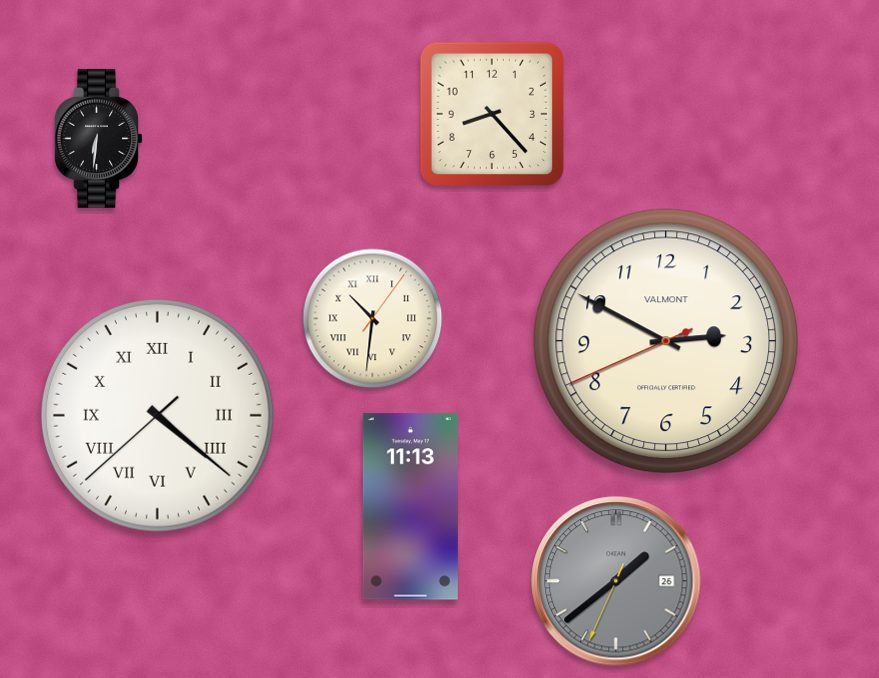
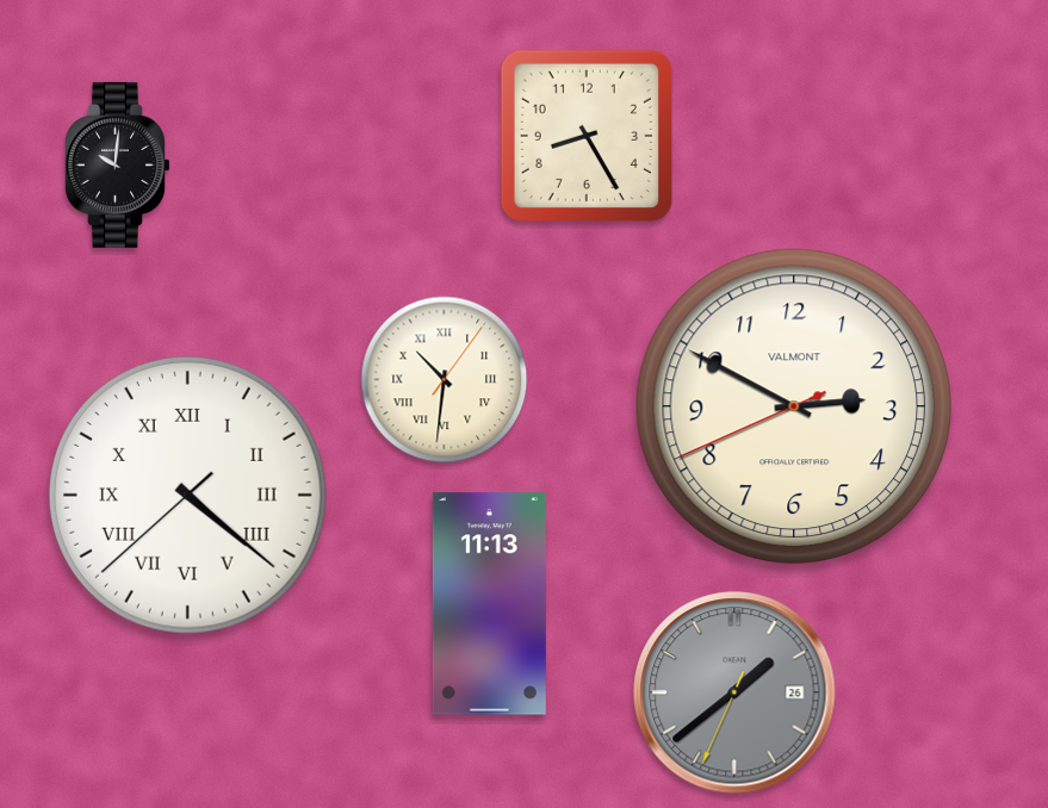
clock at (492, 114): 8:23 -> 8:25
clock at (99, 138): 6:31 -> 10:01
